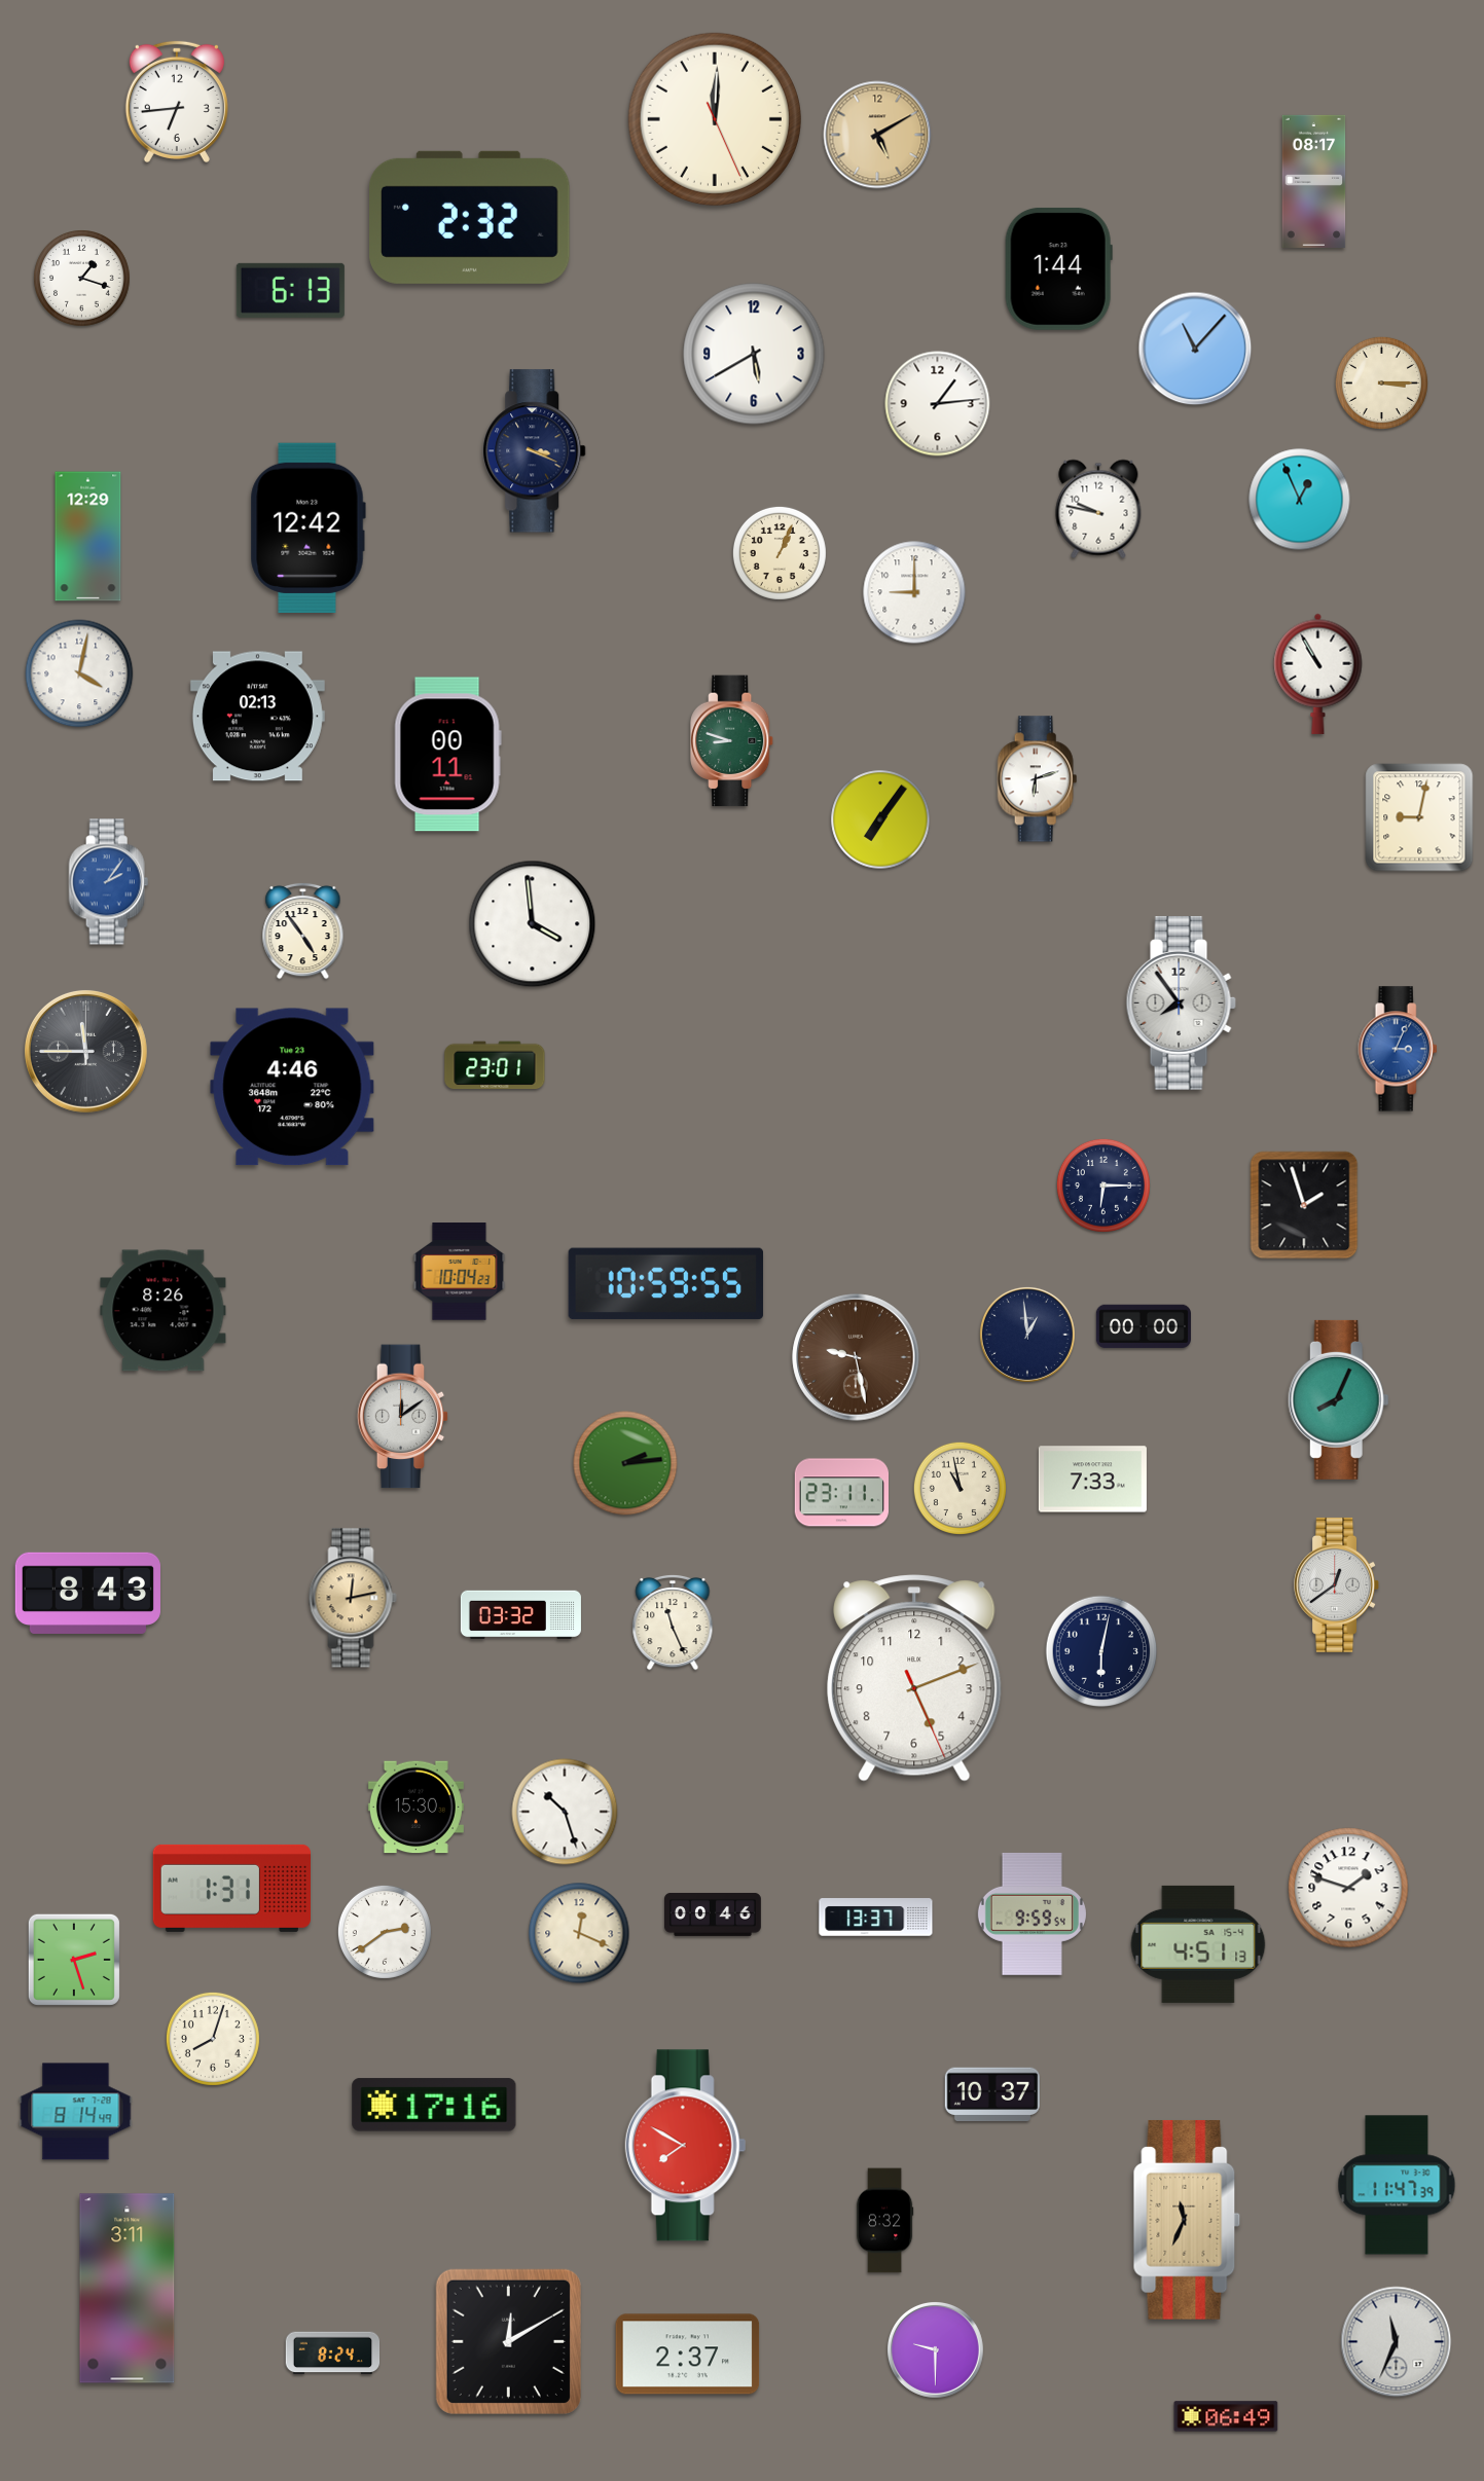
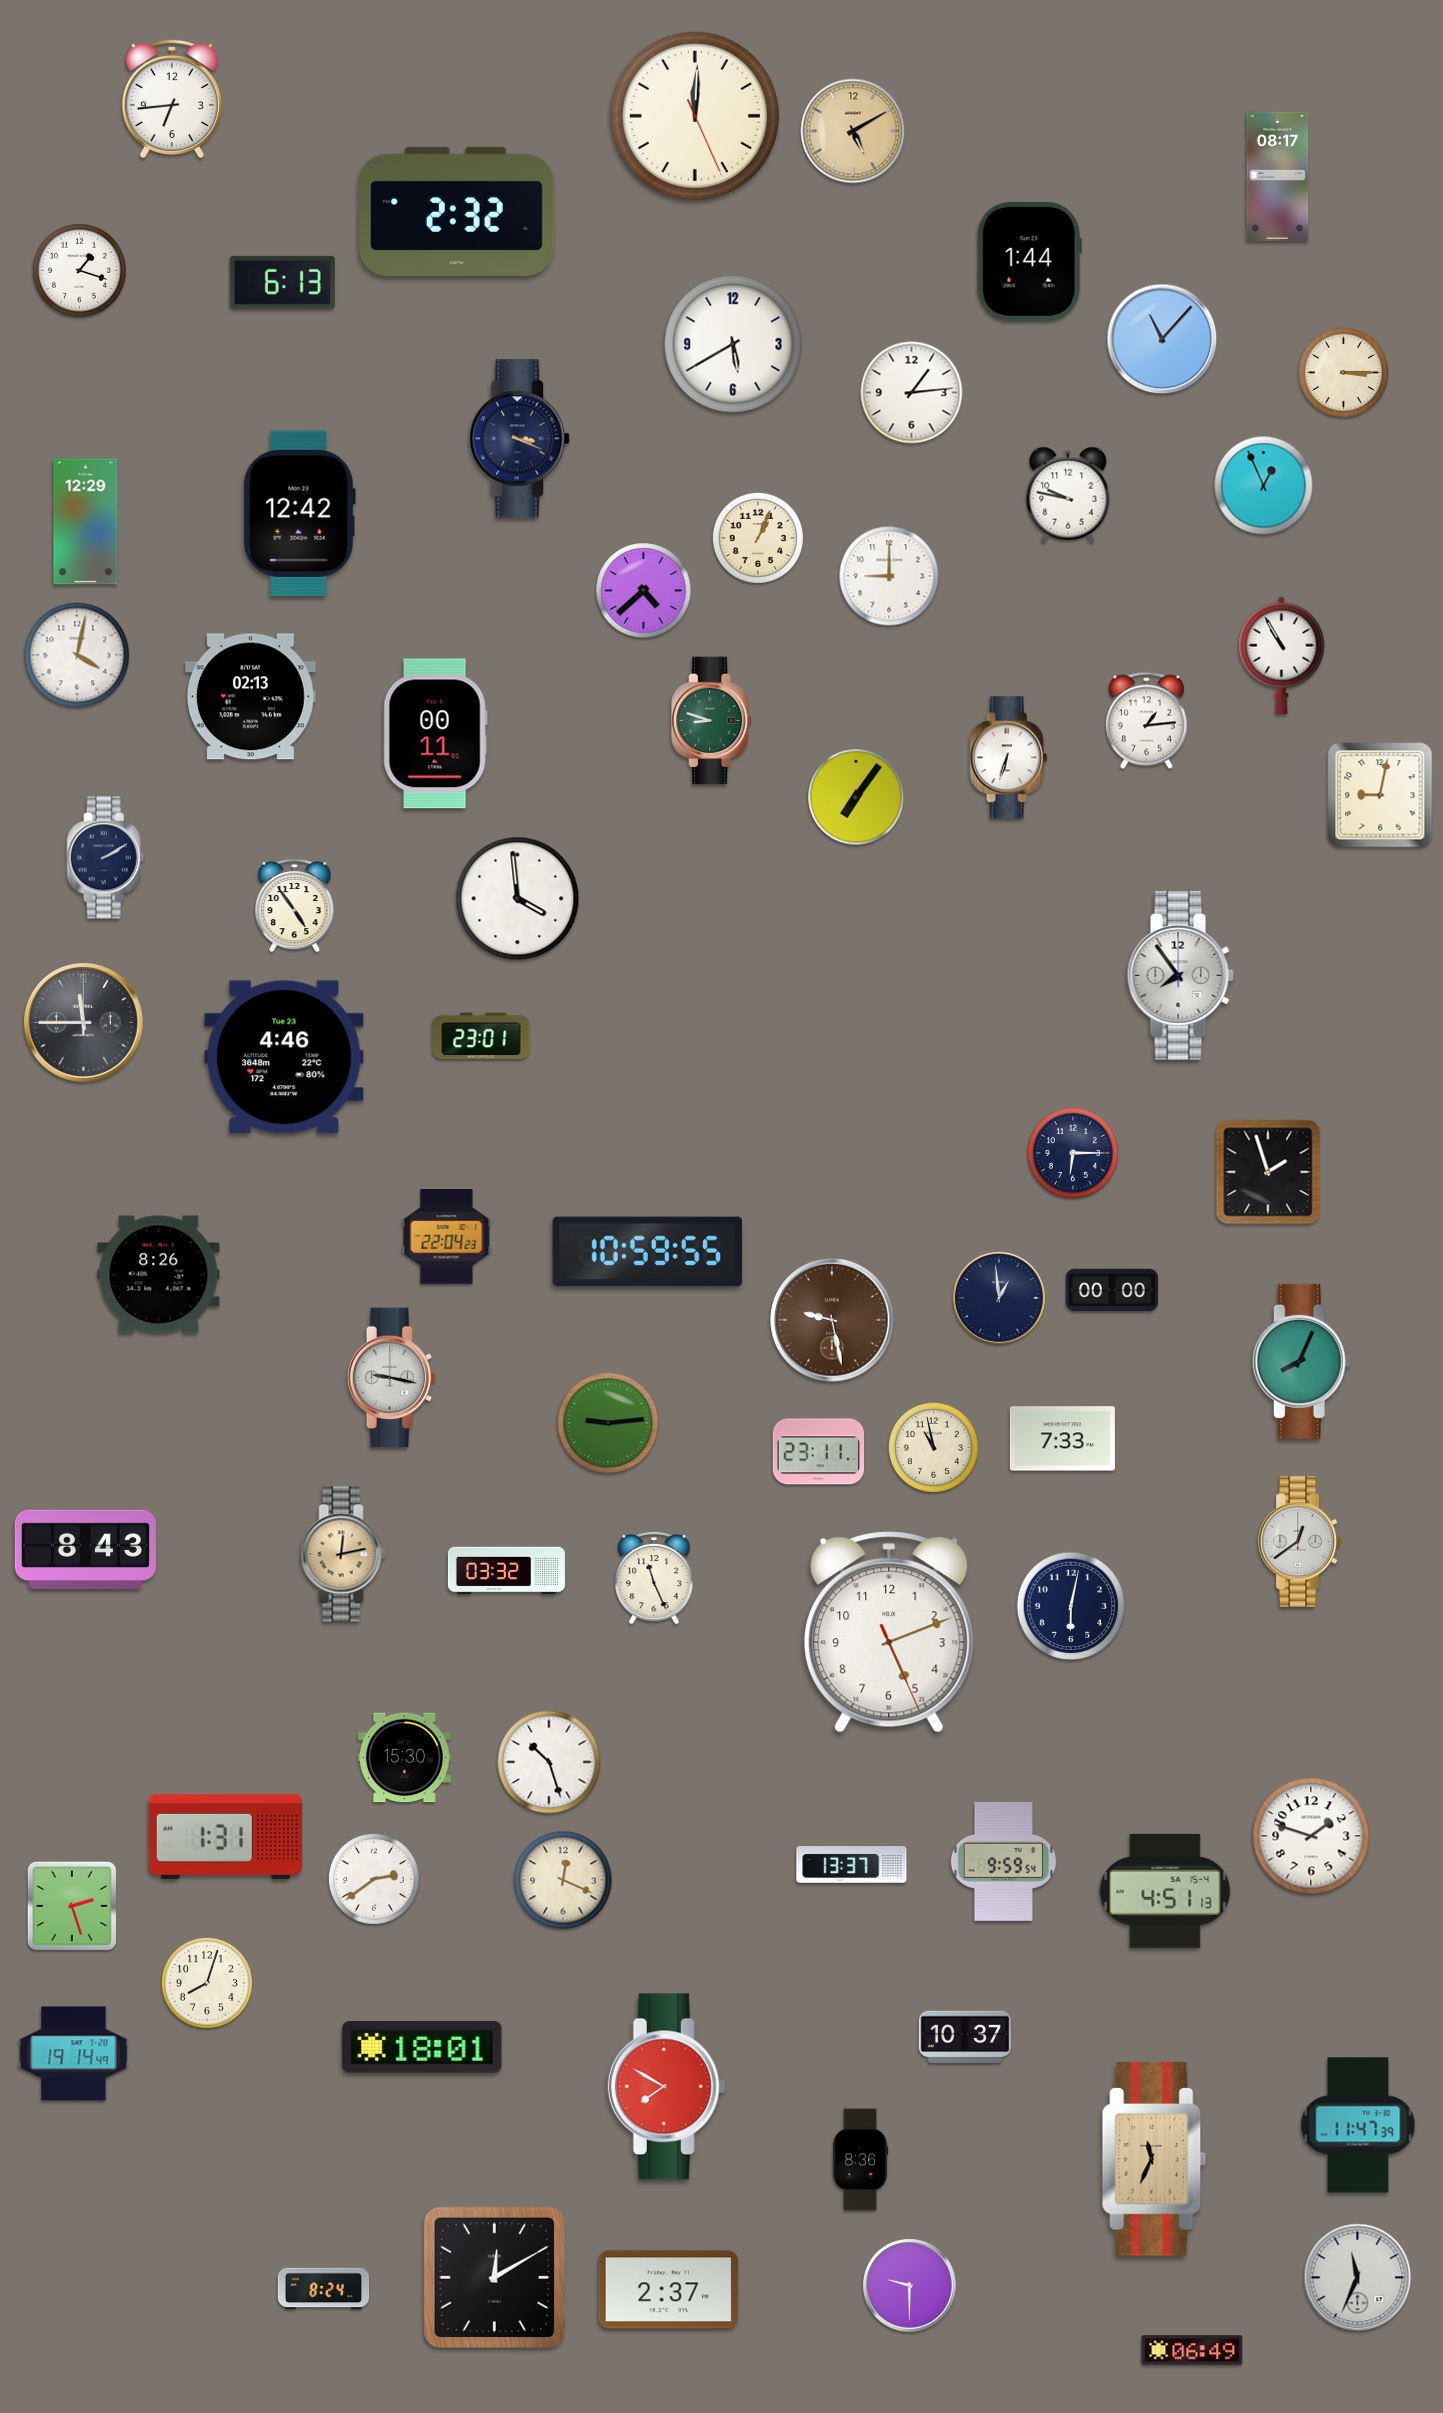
clock at (644, 591): none -> 4:38
clock at (1146, 721): none -> 1:14
clock at (1038, 779): 6:12 -> 6:33
clock at (109, 882): 2:06 -> 2:10
clock at (109, 882) dial: blue -> navy
clock at (1181, 1002) position: (1181, 1002) -> (1180, 975)
clock at (1398, 1049): 3:04 -> none
clock at (460, 1272): 10:04 -> 22:04
clock at (666, 1284) position: (666, 1284) -> (648, 1252)
clock at (403, 1417): 12:09 -> 9:17
clock at (625, 1463): 2:14 -> 9:14
clock at (714, 1914): 00:46 -> none
clock at (434, 2105): 17:16 -> 18:01
clock at (76, 2112): 8:14 -> 19:14
clock at (884, 2221): 8:32 -> 8:36
clock at (128, 2289): 3:11 -> none
